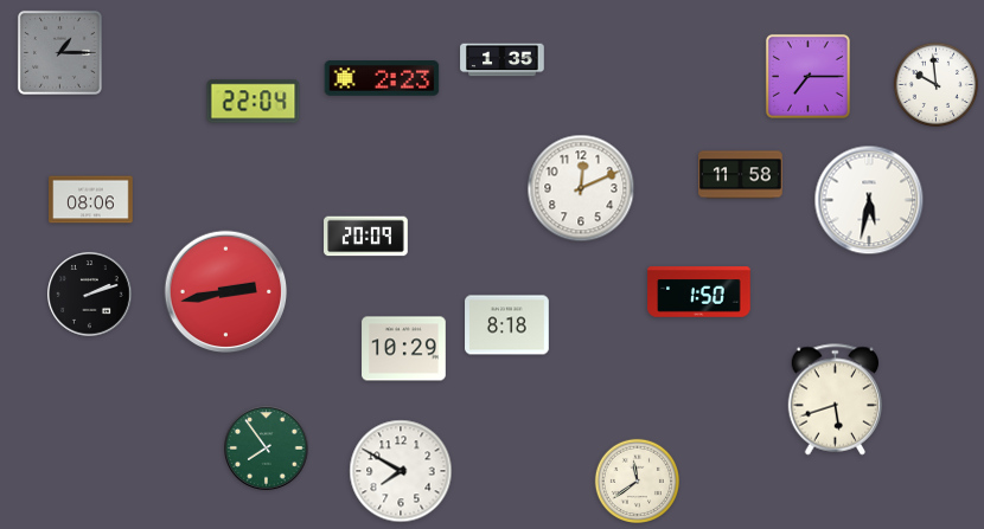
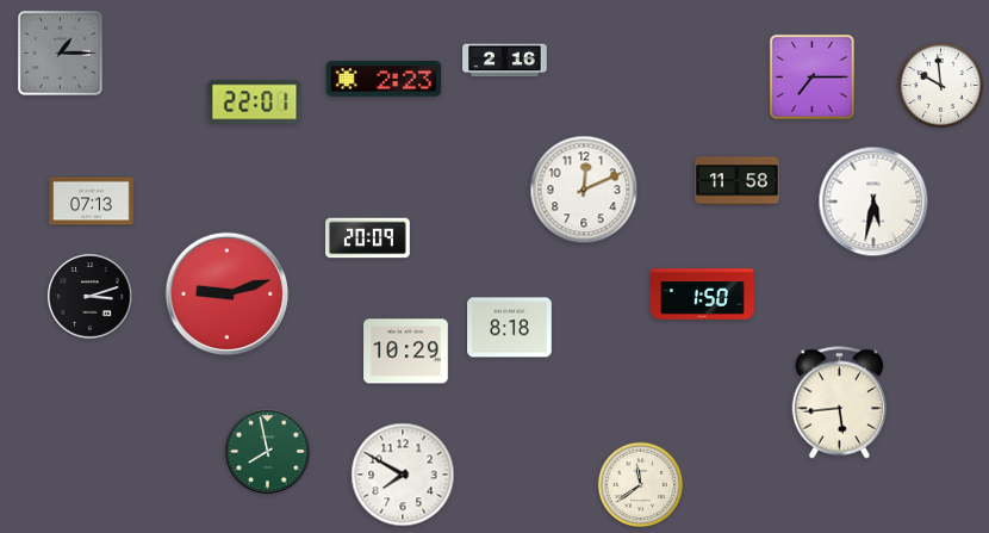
clock at (503, 60): 1:35 -> 2:16
clock at (254, 102): 22:04 -> 22:01
clock at (741, 175) position: (741, 175) -> (738, 181)
clock at (91, 200): 08:06 -> 07:13
clock at (226, 292): 2:43 -> 9:12
clock at (90, 295): 2:12 -> 3:12
clock at (836, 400): 5:42 -> 5:44
clock at (267, 449): 7:54 -> 7:58
